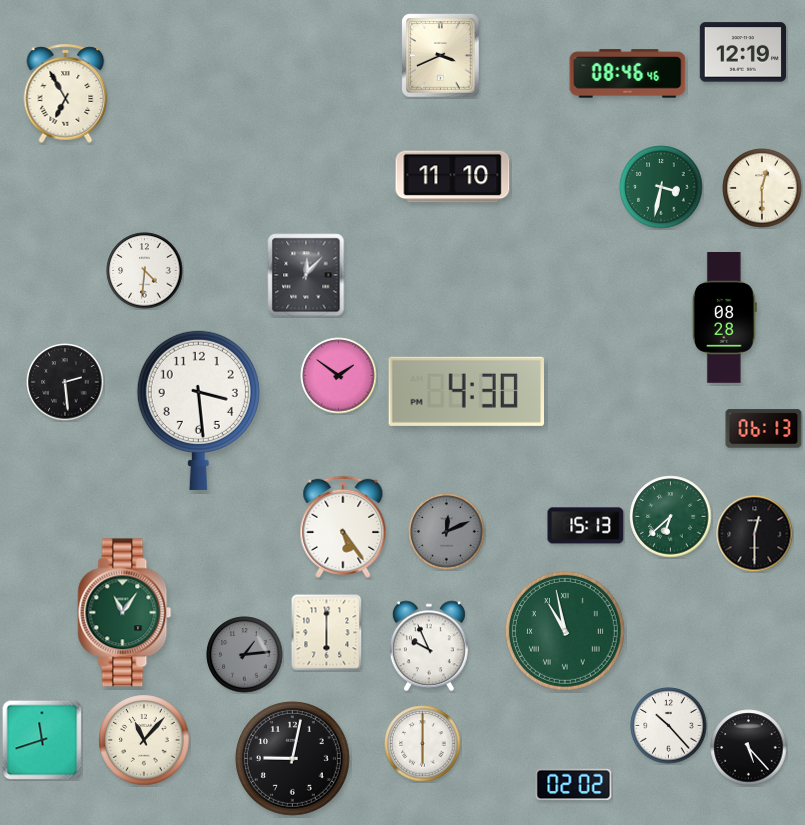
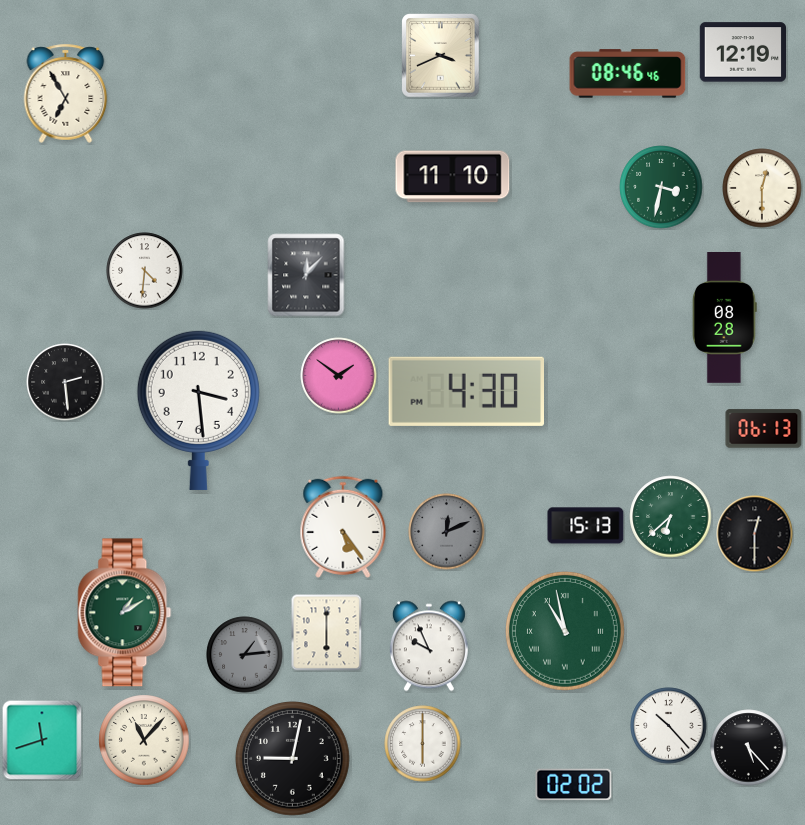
clock at (125, 613): 11:06 -> 1:10
